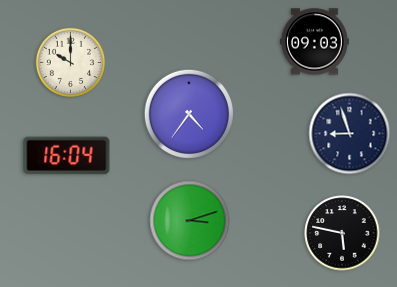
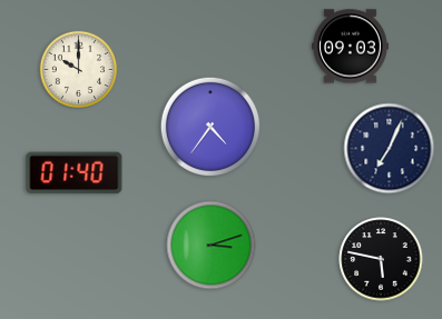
clock at (350, 134): 8:57 -> 7:04
clock at (67, 156): 16:04 -> 01:40
